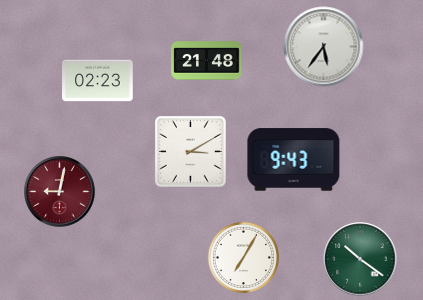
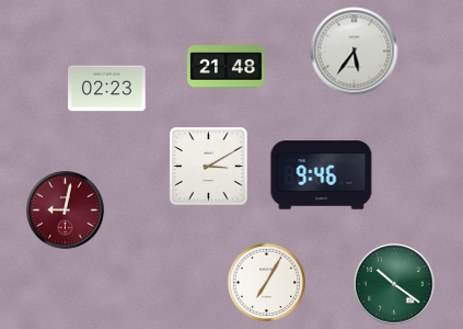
clock at (294, 160): 9:43 -> 9:46
